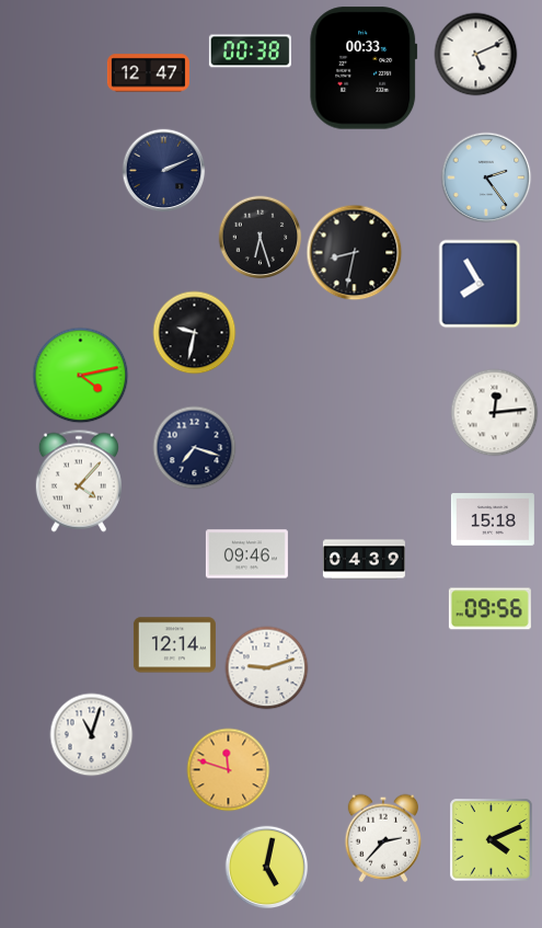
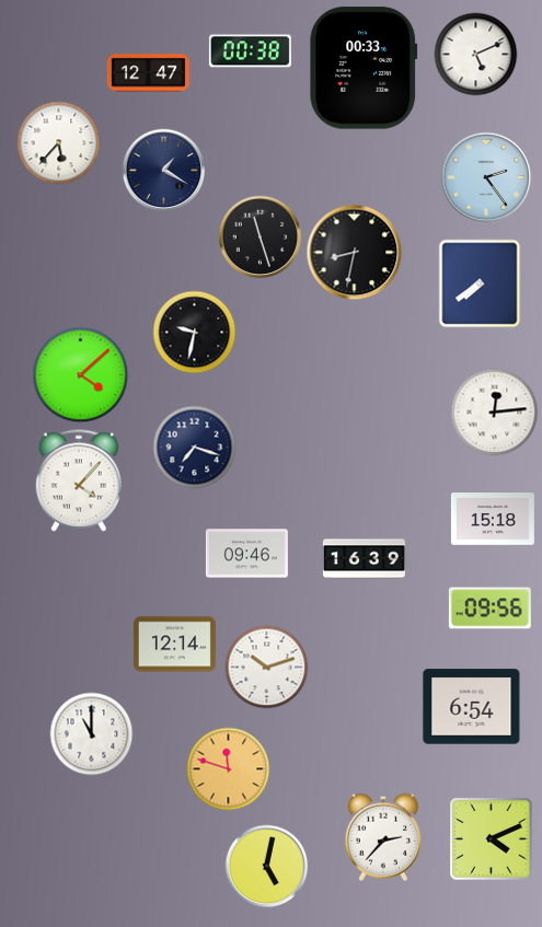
clock at (59, 143): none -> 5:37
clock at (164, 171): 2:11 -> 1:20
clock at (261, 238): 6:27 -> 11:27
clock at (480, 284): 7:55 -> 7:39
clock at (81, 376): 4:13 -> 4:08
clock at (364, 560): 04:39 -> 16:39
clock at (267, 668): 9:12 -> 10:12
clock at (472, 707): none -> 6:54
clock at (92, 735): 11:03 -> 11:00
